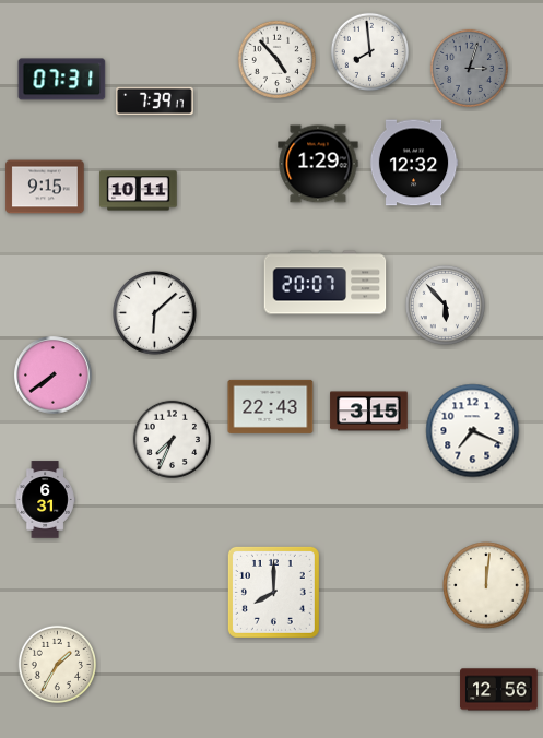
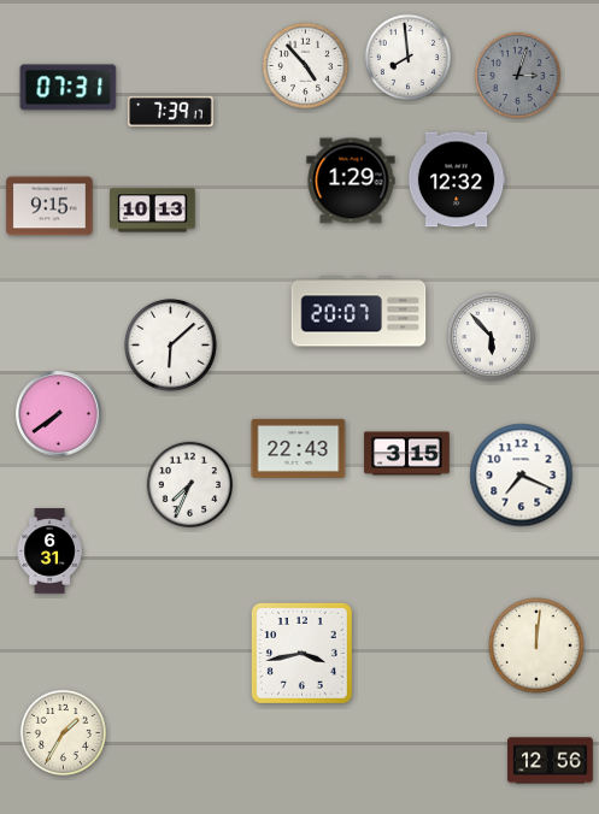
clock at (139, 191): 10:11 -> 10:13
clock at (273, 592): 8:00 -> 3:43
